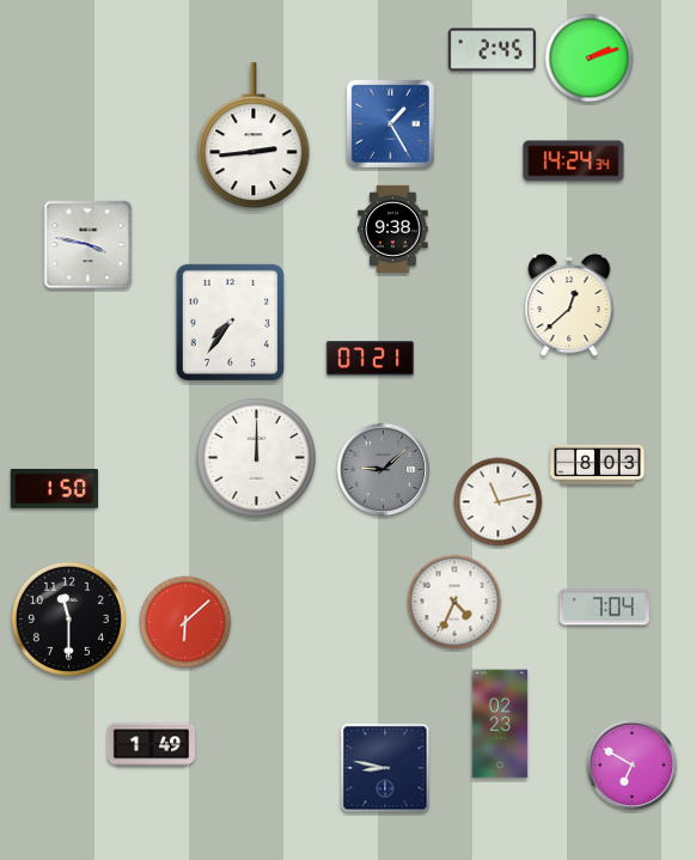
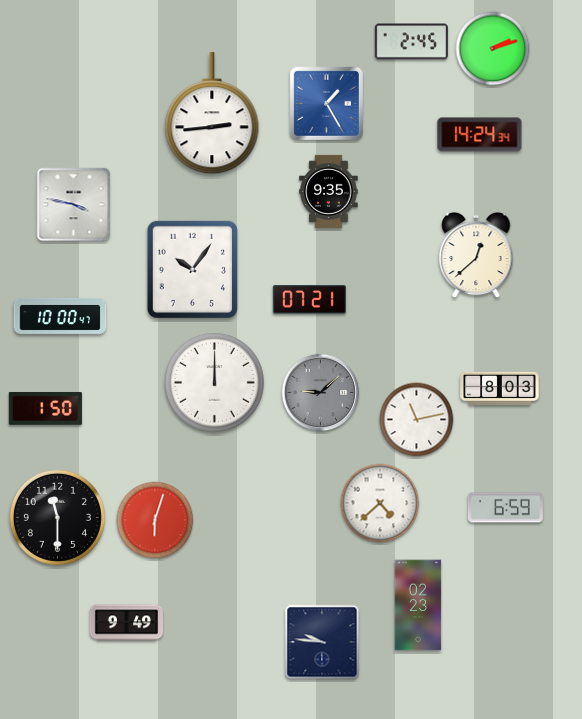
clock at (393, 228): 9:38 -> 9:35
clock at (230, 322): 7:36 -> 10:06
clock at (60, 316): none -> 10:00
clock at (454, 602): 4:34 -> 4:38
clock at (604, 608): 7:04 -> 6:59
clock at (185, 622): 6:08 -> 6:03
clock at (151, 745): 1:49 -> 9:49
clock at (633, 766): 6:50 -> none
clock at (385, 768): 8:47 -> 9:46
